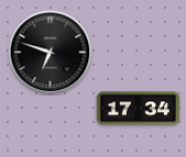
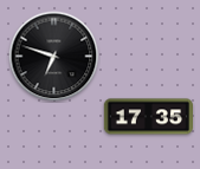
clock at (138, 109): 17:34 -> 17:35
